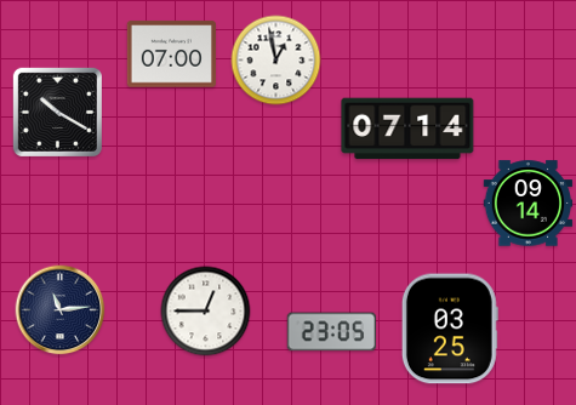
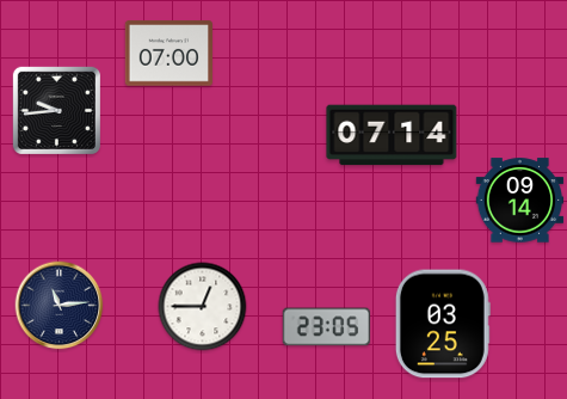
clock at (276, 61): 12:58 -> none
clock at (57, 112): 10:20 -> 9:44
clock at (407, 129) position: (407, 129) -> (392, 135)
